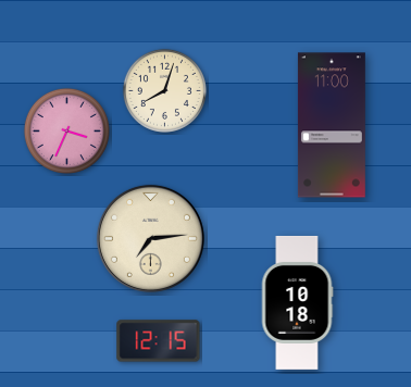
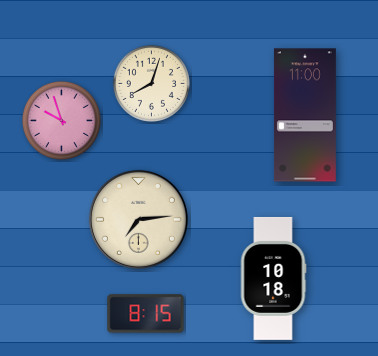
clock at (66, 130): 3:34 -> 9:57
clock at (159, 341): 12:15 -> 8:15
